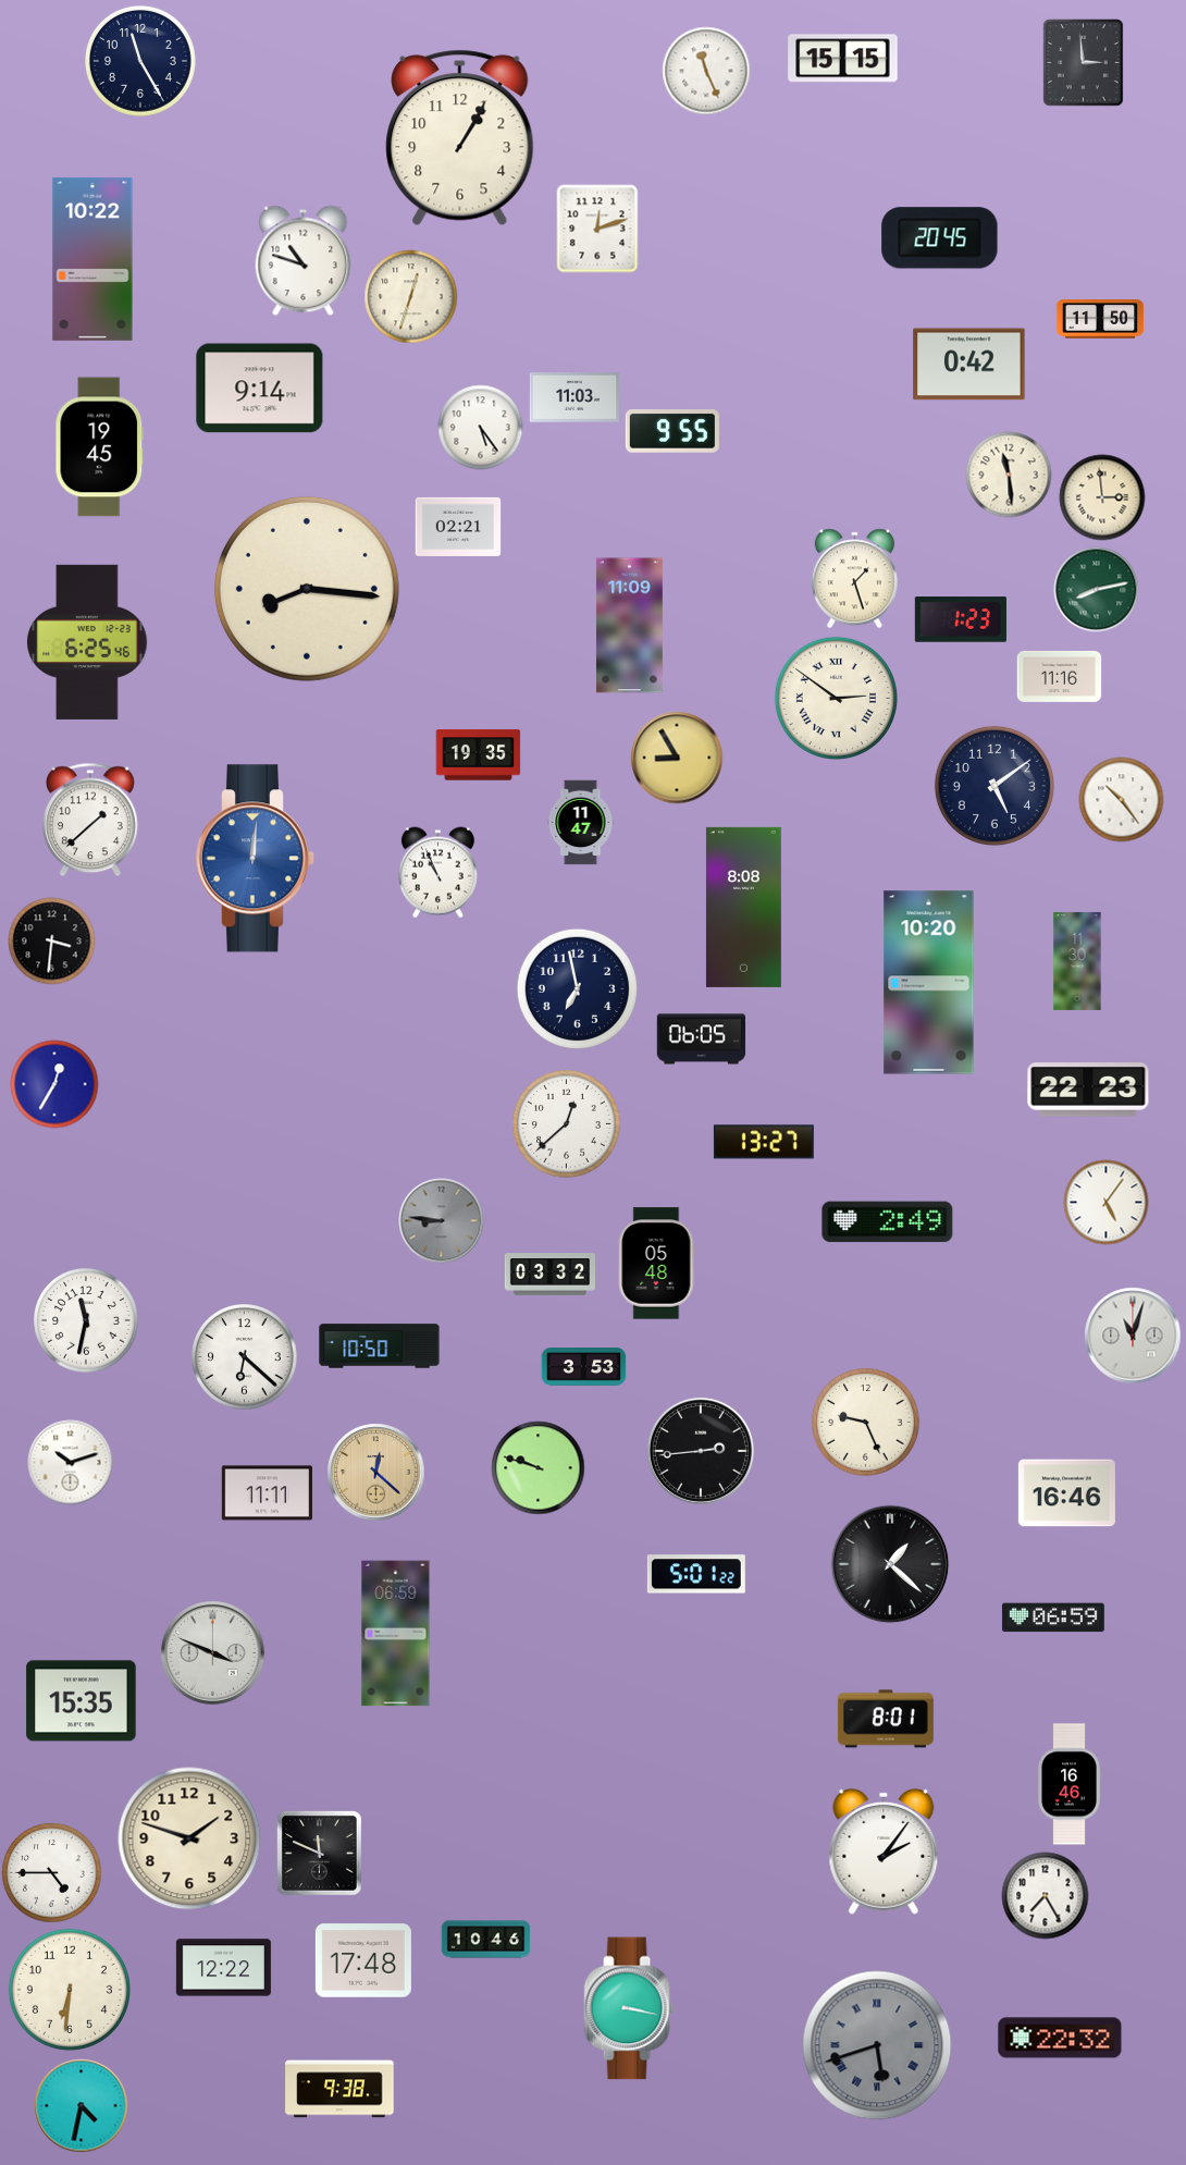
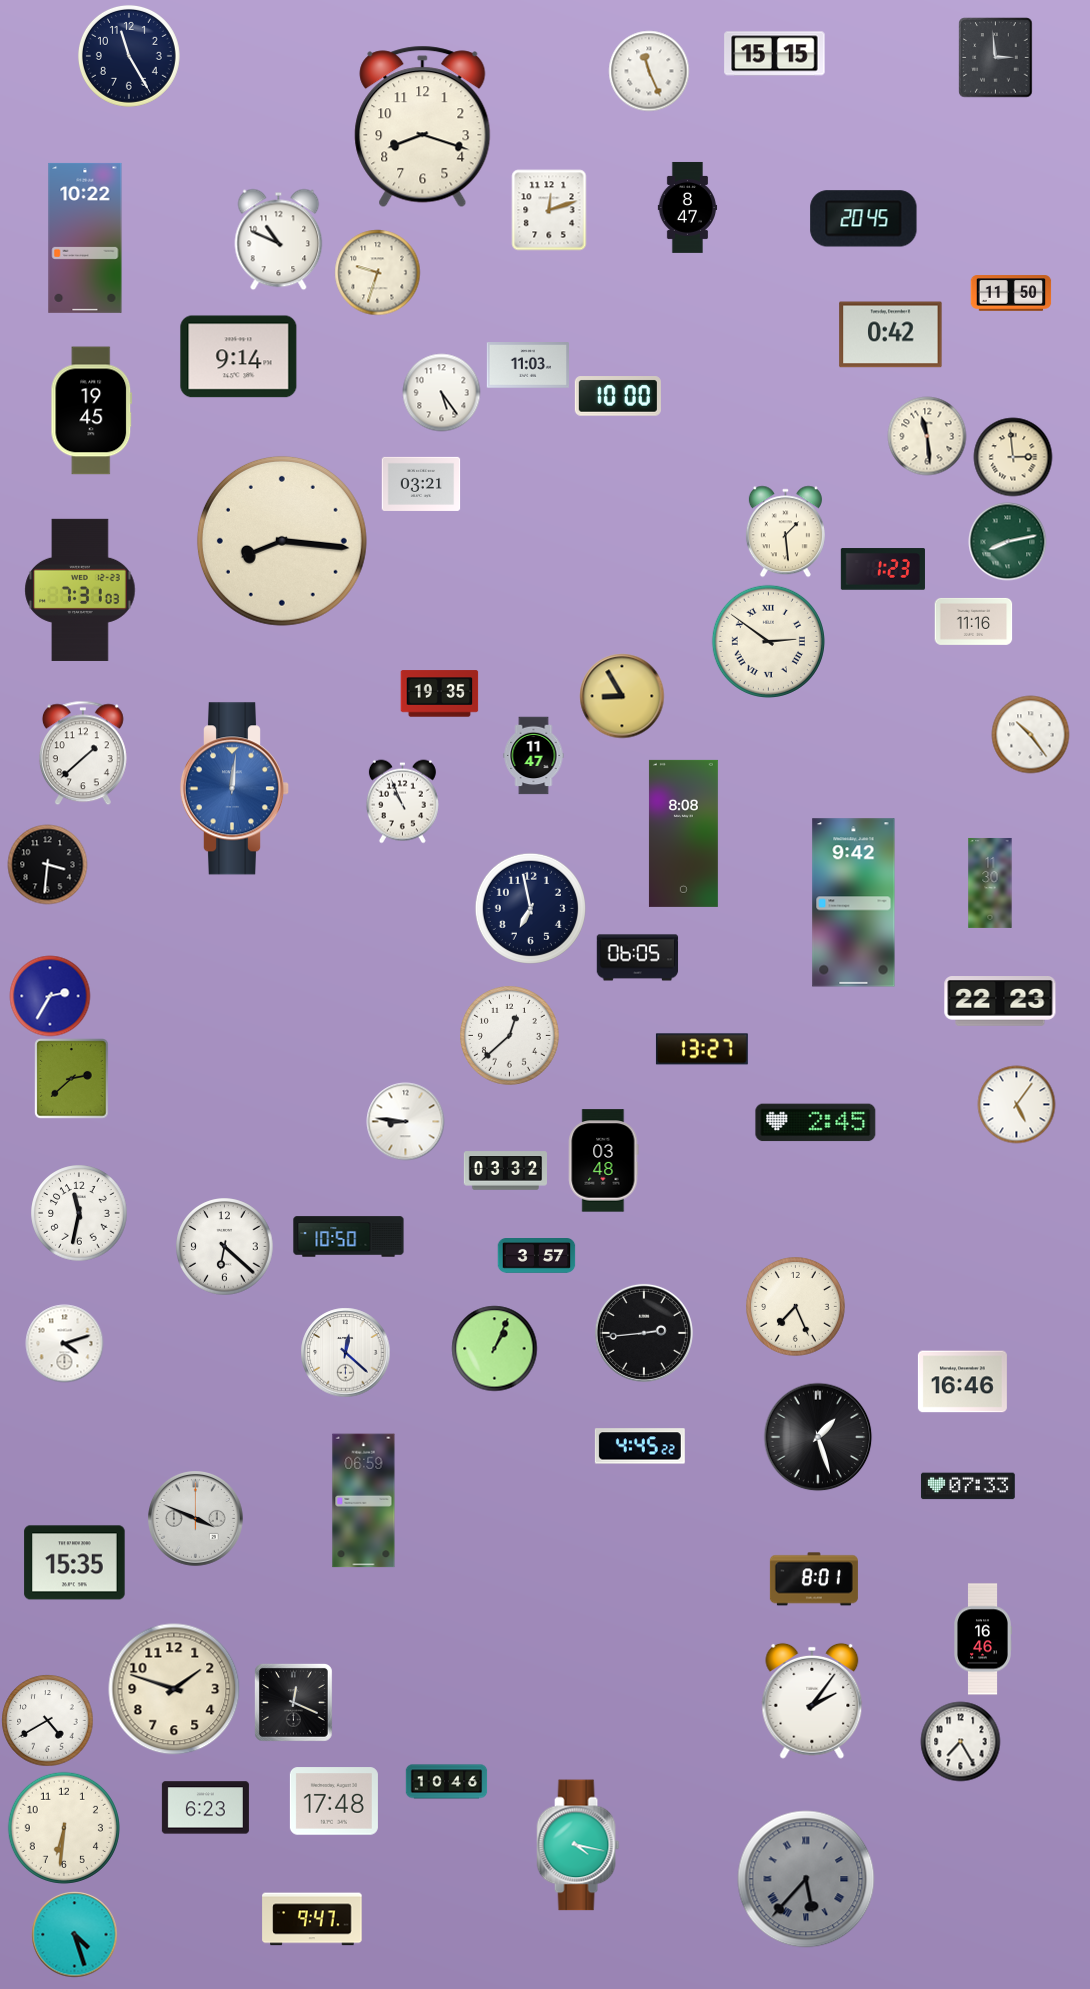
clock at (706, 71) position: (706, 71) -> (649, 71)
clock at (460, 138): 1:05 -> 8:18
clock at (688, 207): none -> 8:47
clock at (304, 260): 10:48 -> 10:49
clock at (410, 296): 12:33 -> 9:33
clock at (672, 431): 9:55 -> 10:00
clock at (458, 527): 02:21 -> 03:21
clock at (854, 578): 1:27 -> 1:29
clock at (629, 626): 11:09 -> none
clock at (87, 642): 6:25 -> 7:31
clock at (994, 786): 5:09 -> none
clock at (929, 983): 10:20 -> 9:42
clock at (701, 1040) position: (701, 1040) -> (637, 958)
clock at (54, 1084): 12:35 -> 2:35
clock at (567, 1124) position: (567, 1124) -> (510, 1036)
clock at (72, 1078): none -> 2:38
clock at (441, 1220) dial: grey -> white
clock at (888, 1222): 2:49 -> 2:45
clock at (657, 1264): 05:48 -> 03:48
clock at (1133, 1336): 11:03 -> none
clock at (583, 1367): 3:53 -> 3:57
clock at (866, 1423): 9:26 -> 7:26
clock at (70, 1462): 10:12 -> 4:12
clock at (538, 1467): 9:48 -> 1:04
clock at (375, 1472) dial: champagne -> white
clock at (267, 1493): 11:11 -> none
clock at (1066, 1493) position: (1066, 1493) -> (962, 1382)
clock at (890, 1564): 1:22 -> 1:27
clock at (696, 1574): 5:01 -> 4:45
clock at (1053, 1617): 06:59 -> 07:33
clock at (319, 1853): 11:49 -> 12:19
clock at (51, 1872): 4:45 -> 4:40
clock at (223, 1968): 12:22 -> 6:23
clock at (629, 2008): 3:17 -> 4:17
clock at (1060, 2038): 22:32 -> none
clock at (877, 2045): 5:42 -> 5:37
clock at (339, 2089): 9:38 -> 9:47
clock at (81, 2105): 4:32 -> 4:27
